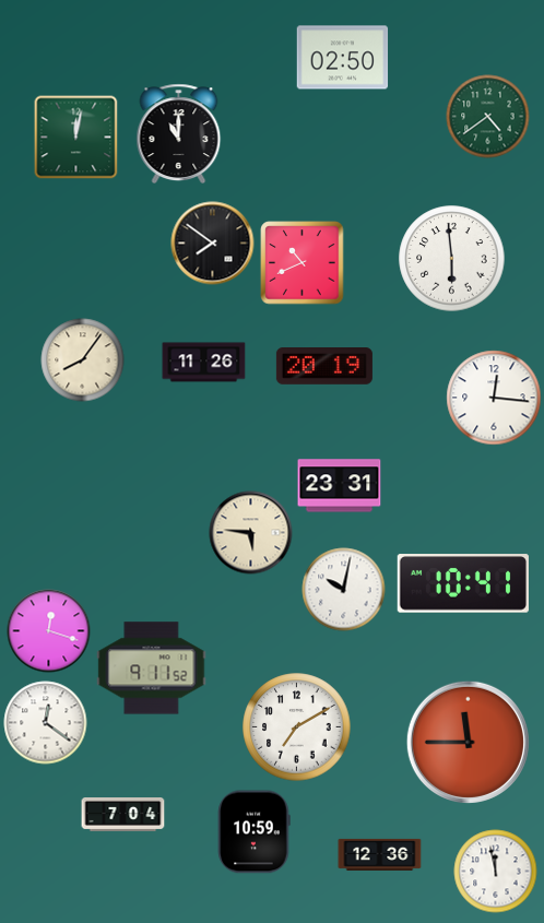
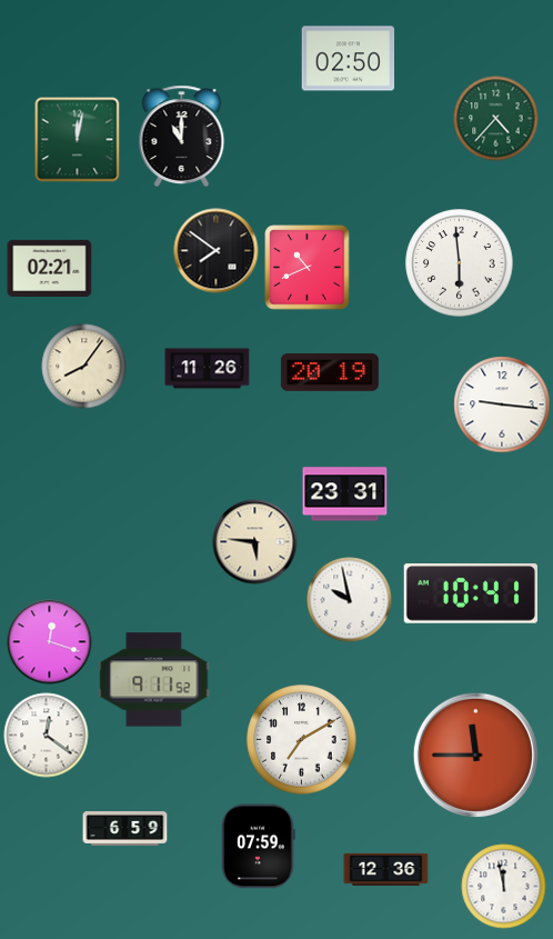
clock at (488, 117): 4:39 -> 4:37
clock at (213, 244) position: (213, 244) -> (217, 251)
clock at (50, 268): none -> 02:21
clock at (494, 398): 12:16 -> 9:16
clock at (344, 590): 10:02 -> 9:58
clock at (123, 815): 7:04 -> 6:59
clock at (253, 832): 10:59 -> 07:59
